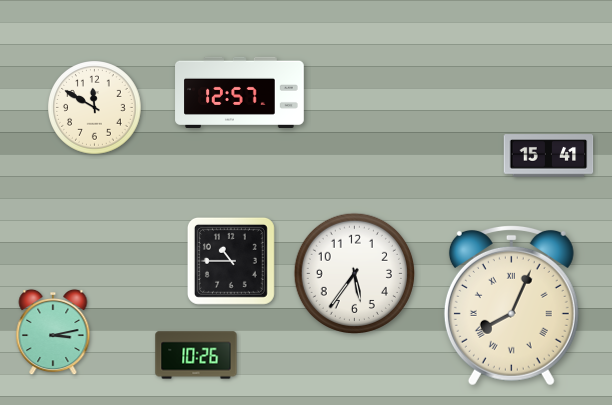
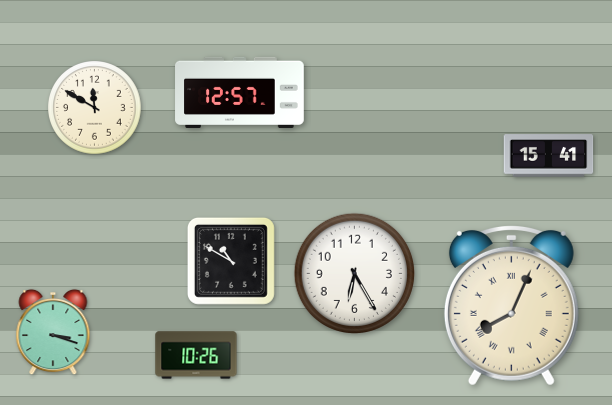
clock at (231, 261): 10:45 -> 10:50
clock at (354, 273): 5:36 -> 6:25
clock at (53, 332): 3:13 -> 3:18
